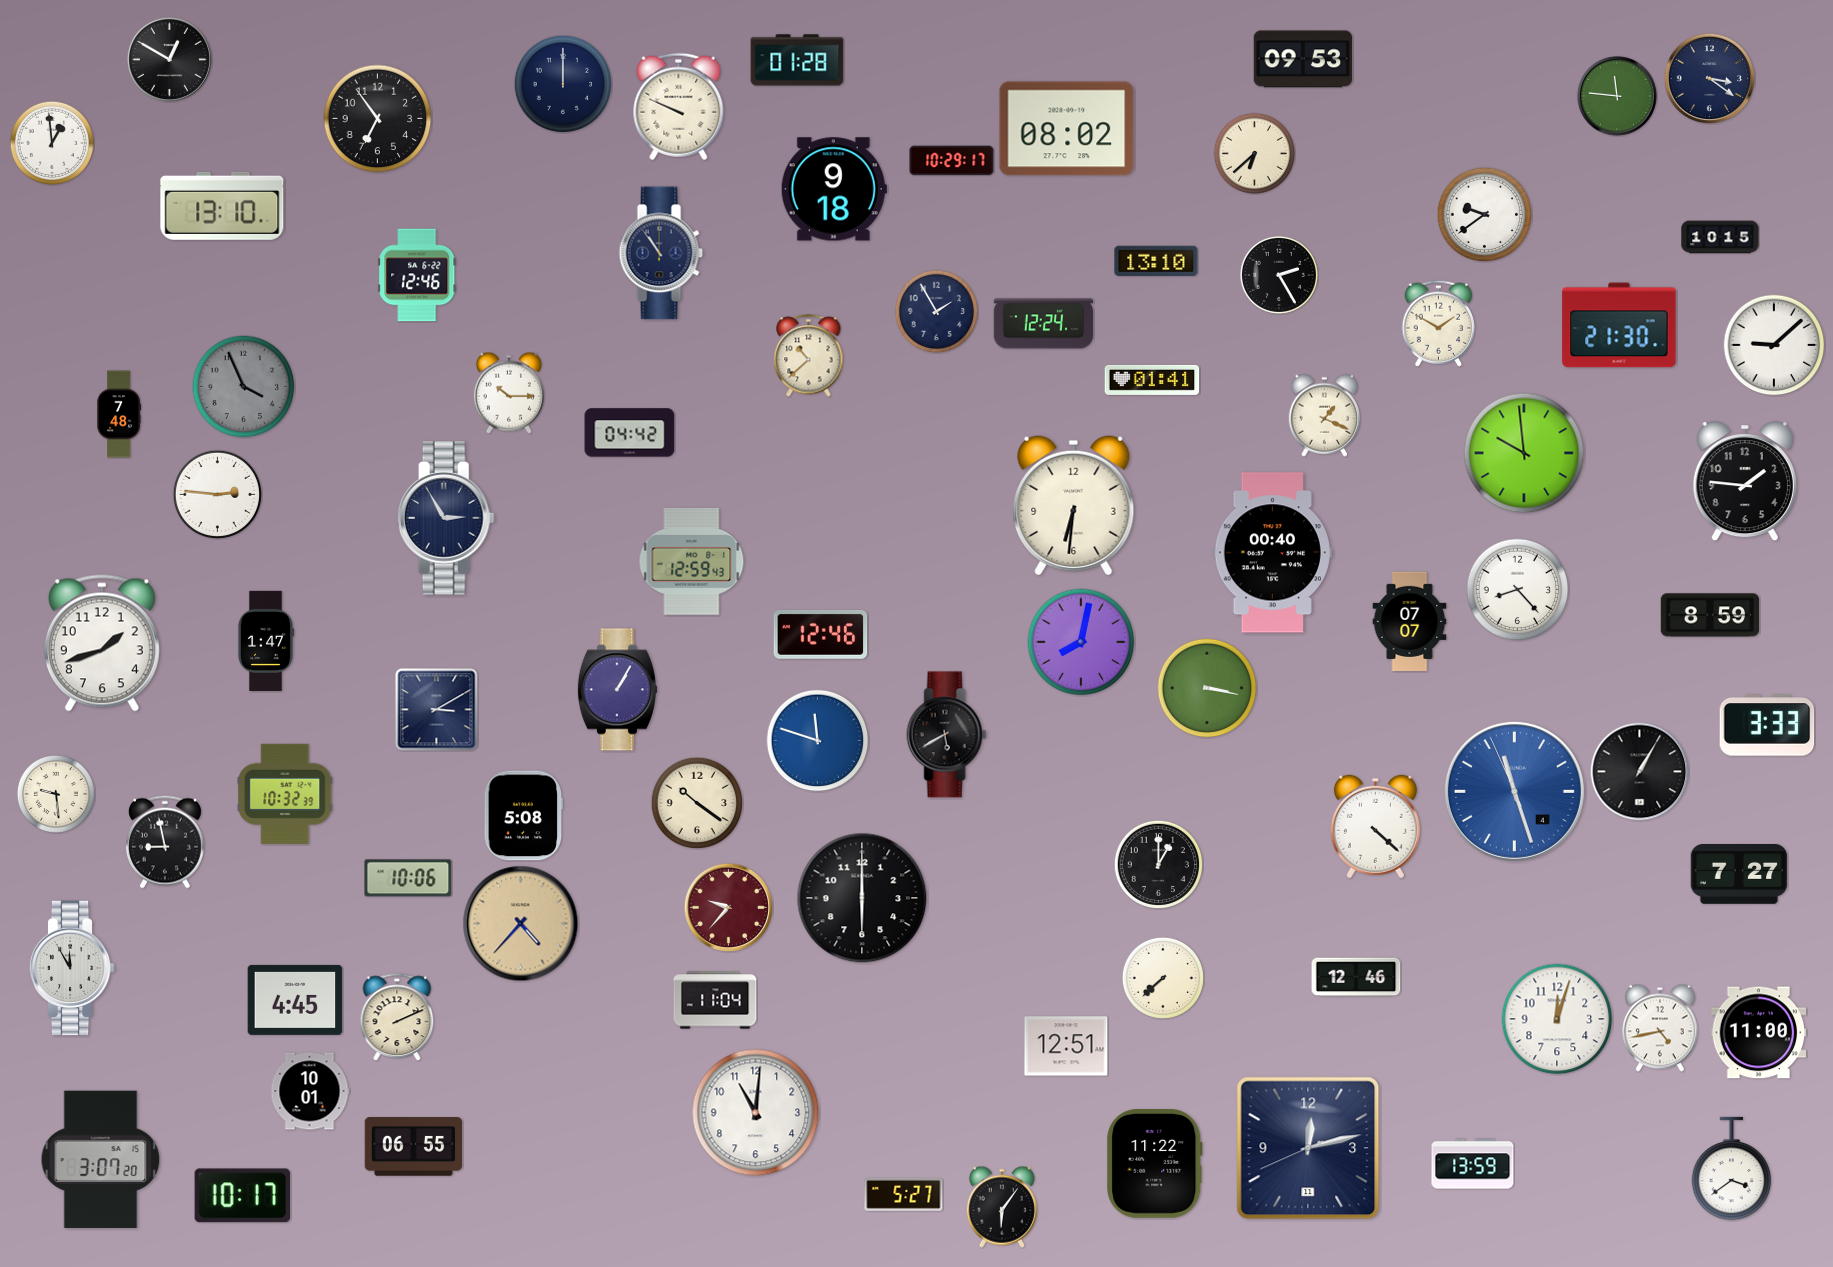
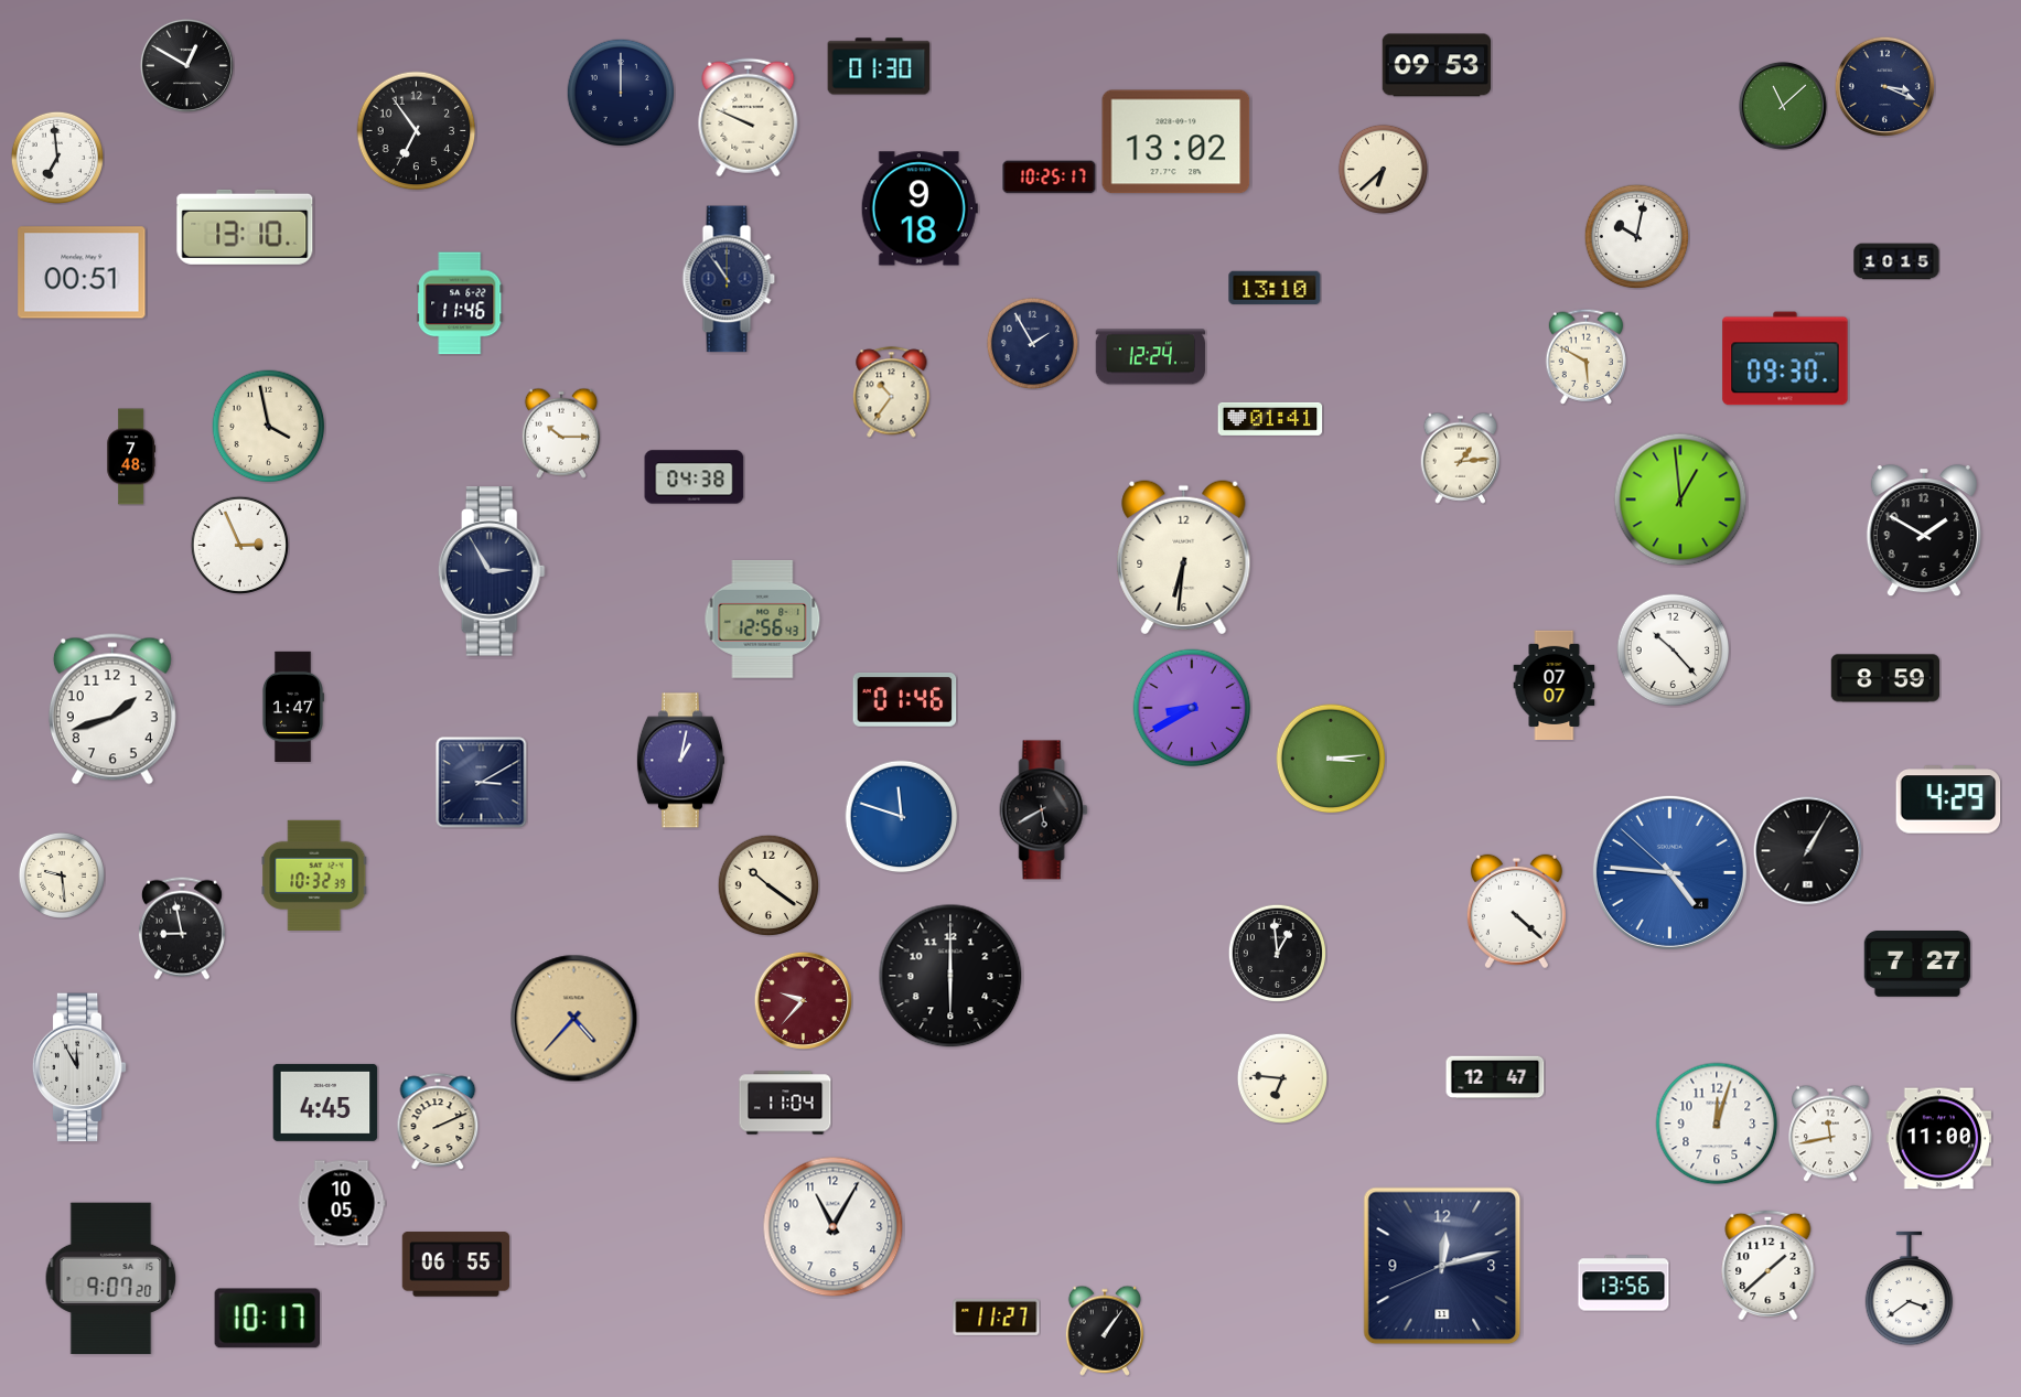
clock at (797, 60): 01:28 -> 01:30
clock at (1709, 78): 3:21 -> 3:19
clock at (1617, 96): 11:46 -> 11:08
clock at (1067, 129): 08:02 -> 13:02
clock at (52, 143): 12:59 -> 6:59
clock at (952, 161): 10:29 -> 10:25
clock at (1484, 214): 9:39 -> 10:02
clock at (82, 272): none -> 00:51
clock at (417, 275): 12:46 -> 11:46
clock at (1279, 275): 2:25 -> none
clock at (1438, 323): 1:50 -> 5:50
clock at (1619, 325): 21:30 -> 09:30
clock at (1774, 345): 9:08 -> none
clock at (809, 356): 10:38 -> 10:36
clock at (244, 387): 3:56 -> 3:58
clock at (244, 387) dial: grey -> cream
clock at (1325, 415): 1:19 -> 1:14
clock at (630, 433): 04:42 -> 04:38
clock at (1524, 453): 9:59 -> 12:59
clock at (1745, 482): 1:46 -> 1:50
clock at (217, 494): 2:46 -> 2:56
clock at (1272, 553): 00:40 -> none
clock at (692, 561): 12:59 -> 12:56
clock at (1518, 590): 8:23 -> 10:23
clock at (821, 635): 12:46 -> 01:46
clock at (1081, 642): 8:02 -> 8:40
clock at (1207, 688): 3:17 -> 3:14
clock at (617, 690): 1:05 -> 1:02
clock at (1767, 725): 3:33 -> 4:29
clock at (1514, 791): 11:26 -> 4:45
clock at (523, 816): 5:08 -> none
clock at (1158, 864): 1:00 -> 12:59
clock at (408, 878): 10:06 -> none
clock at (862, 898) position: (862, 898) -> (950, 976)
clock at (1356, 977): 12:46 -> 12:47
clock at (1163, 978): 7:38 -> 6:46
clock at (715, 1000) position: (715, 1000) -> (785, 1103)
clock at (1661, 1028): 4:43 -> 11:43
clock at (1066, 1046): 12:51 -> none
clock at (310, 1091): 10:01 -> 10:05
clock at (756, 1113): 11:01 -> 11:05
clock at (1769, 1265): none -> 1:38
clock at (101, 1160): 3:07 -> 9:07
clock at (1155, 1164): 11:22 -> none
clock at (1473, 1164): 13:59 -> 13:56
clock at (904, 1194): 5:27 -> 11:27
clock at (1002, 1207): 6:06 -> 1:06
